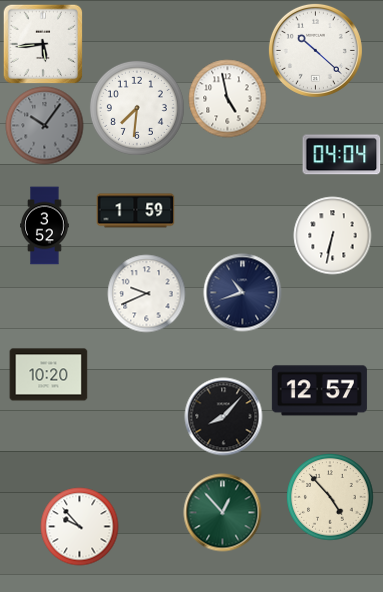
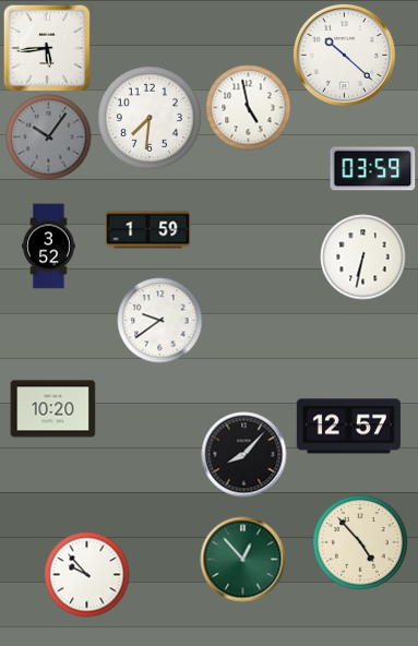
clock at (341, 155): 04:04 -> 03:59
clock at (242, 292): 10:42 -> none
clock at (146, 293): 9:41 -> 9:39
